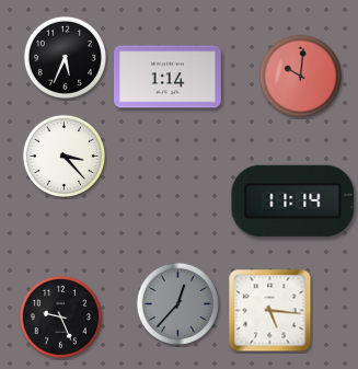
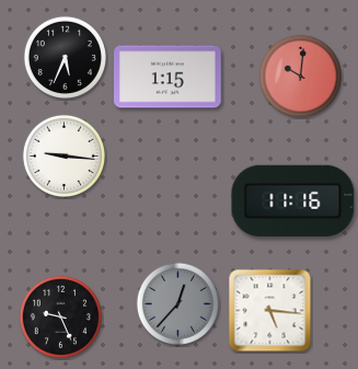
clock at (169, 77): 1:14 -> 1:15
clock at (63, 155): 3:23 -> 9:16
clock at (293, 200): 11:14 -> 11:16
